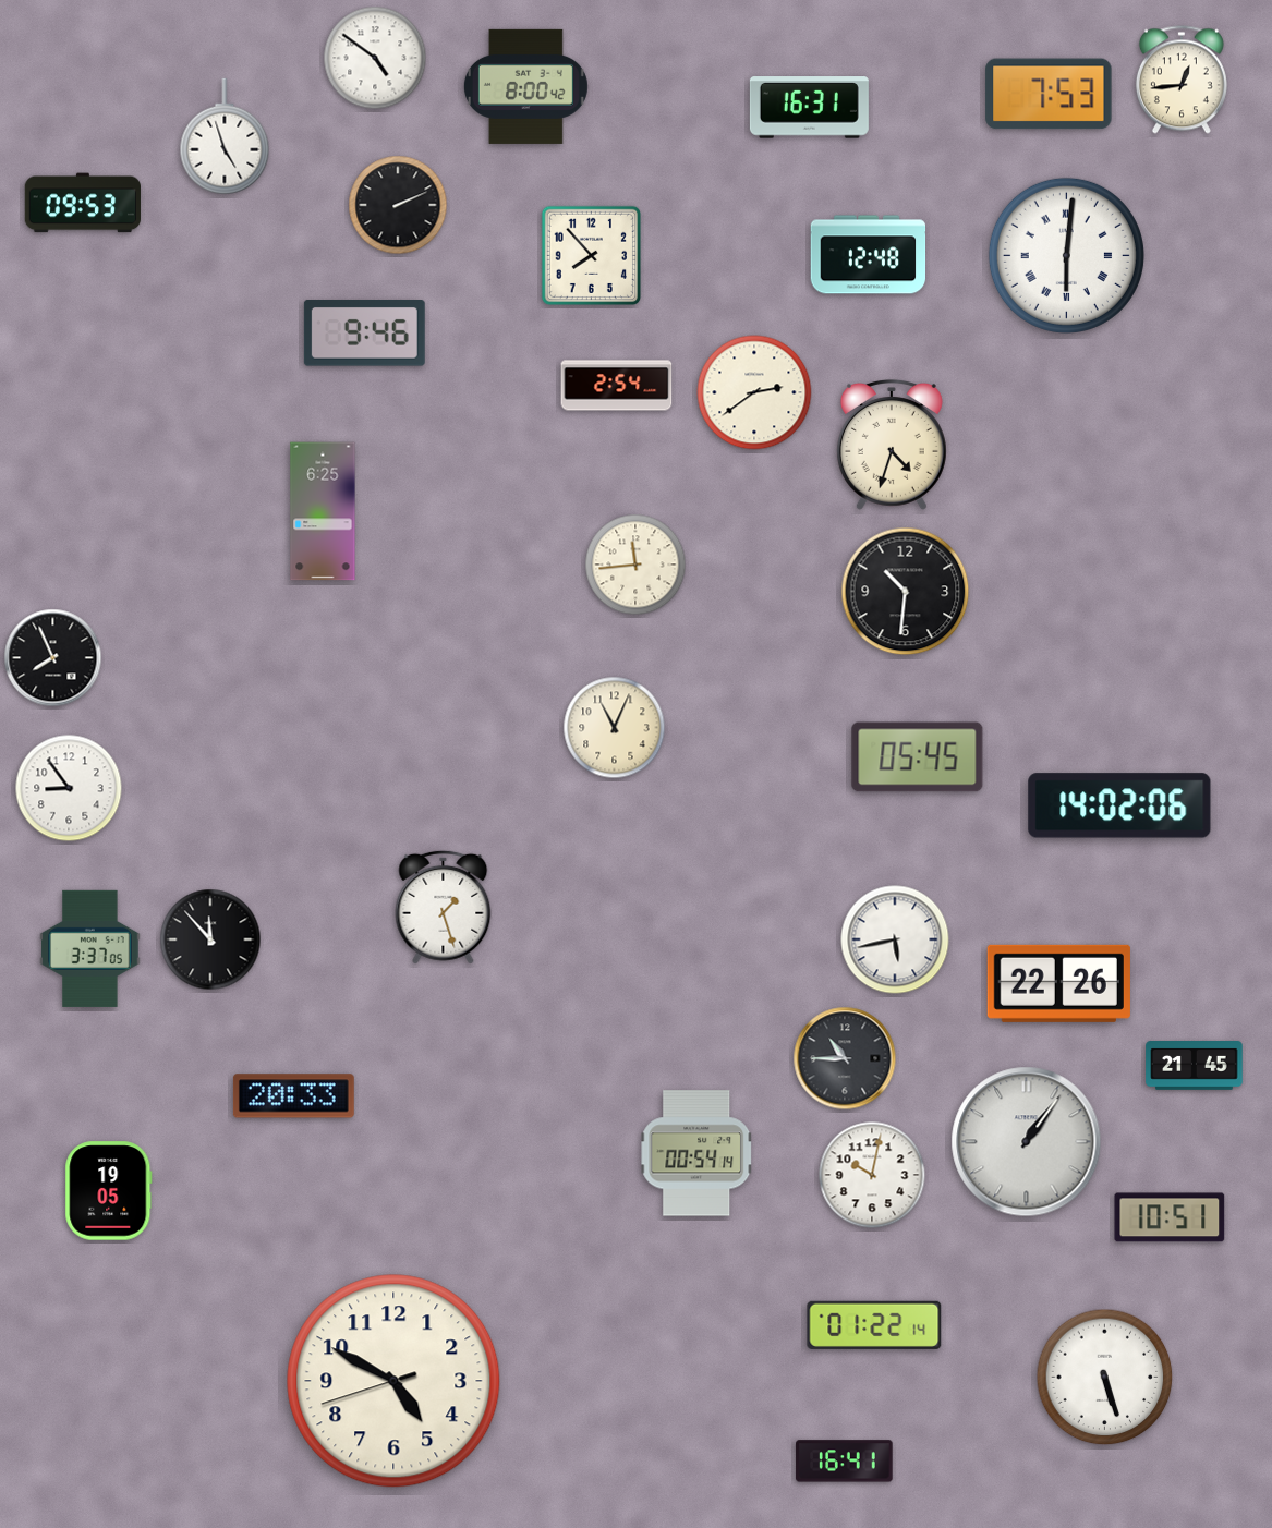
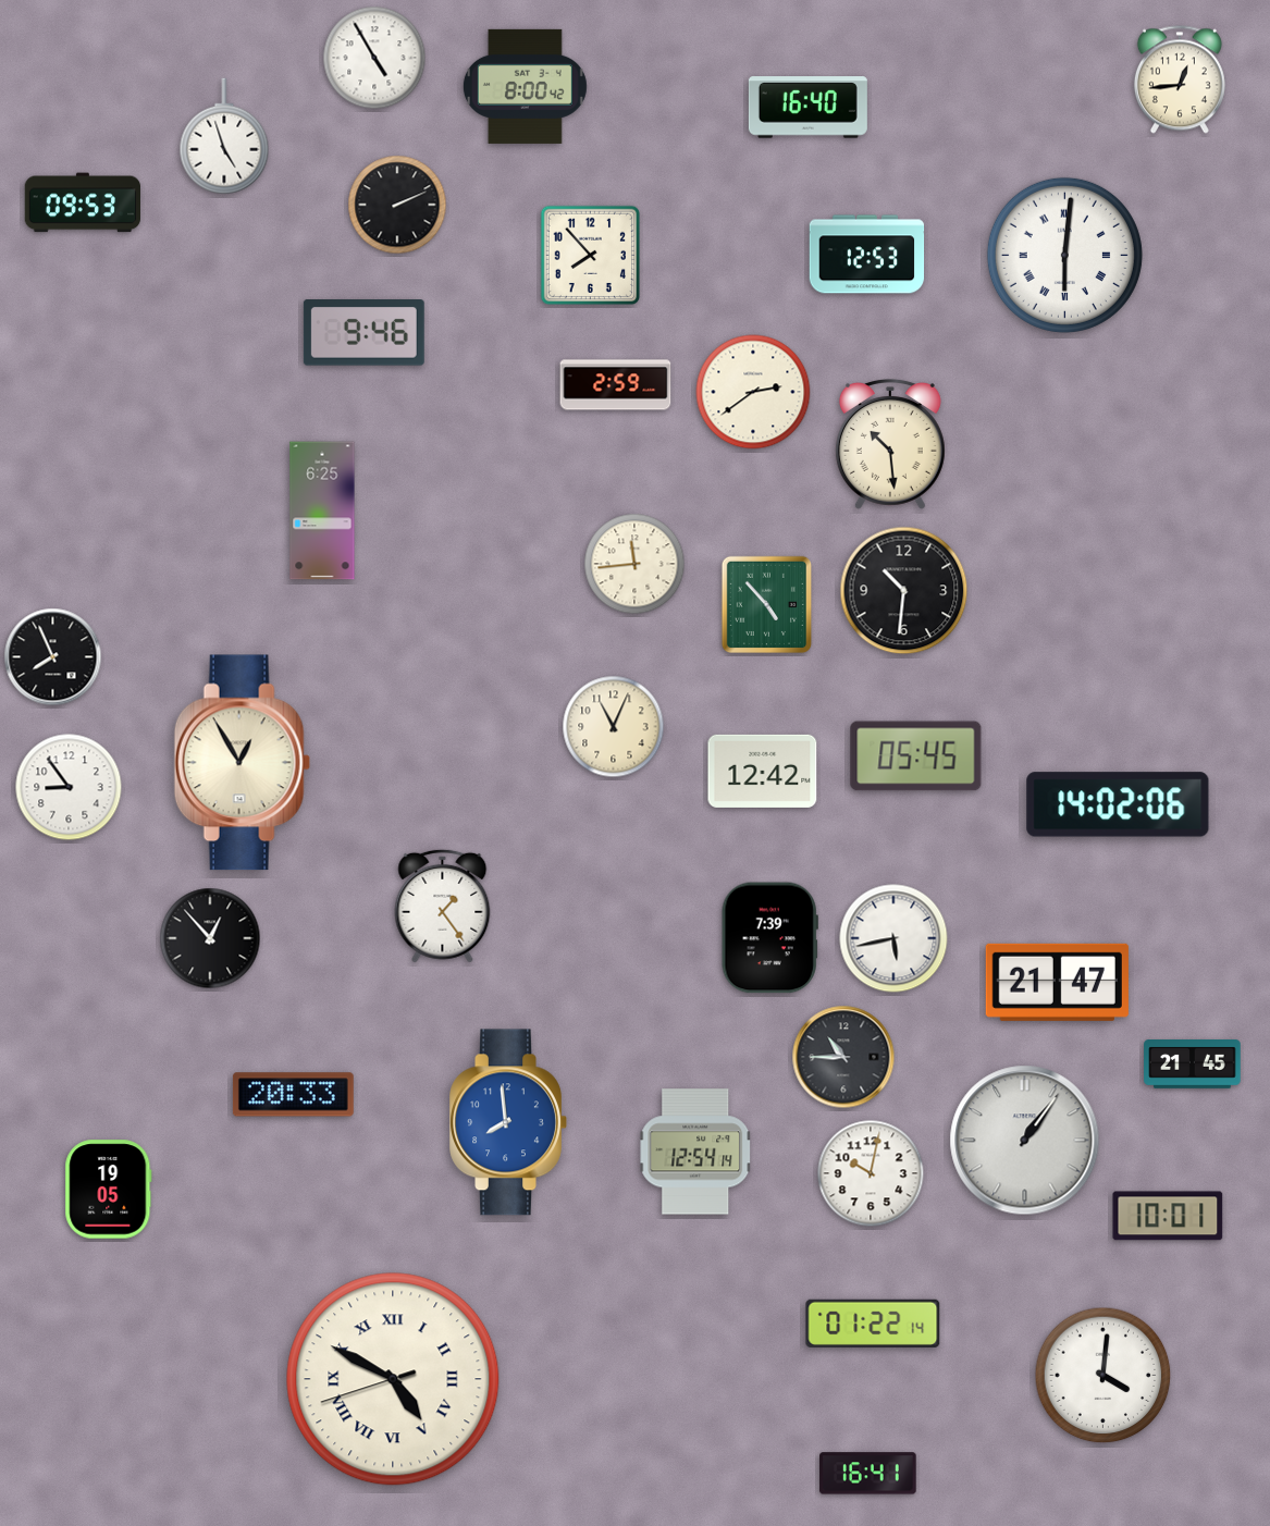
clock at (375, 58): 4:51 -> 4:55
clock at (1049, 94): 7:53 -> none
clock at (809, 108): 16:31 -> 16:40
clock at (869, 255): 12:48 -> 12:53
clock at (617, 386): 2:54 -> 2:59
clock at (892, 445): 4:33 -> 10:29
clock at (766, 604): none -> 4:53
clock at (242, 763): none -> 12:55
clock at (763, 771): none -> 12:42
clock at (444, 907): 1:27 -> 1:24
clock at (210, 939): 11:53 -> 12:53
clock at (769, 938): none -> 7:39
clock at (90, 948): 3:37 -> none
clock at (1058, 983): 22:26 -> 21:47
clock at (508, 1122): none -> 7:59
clock at (696, 1153): 00:54 -> 12:54
clock at (1170, 1217): 10:51 -> 10:01
clock at (1105, 1378): 5:27 -> 4:01
clock at (393, 1381) numerals: Arabic -> Roman
clock at (845, 1462) position: (845, 1462) -> (868, 1474)
